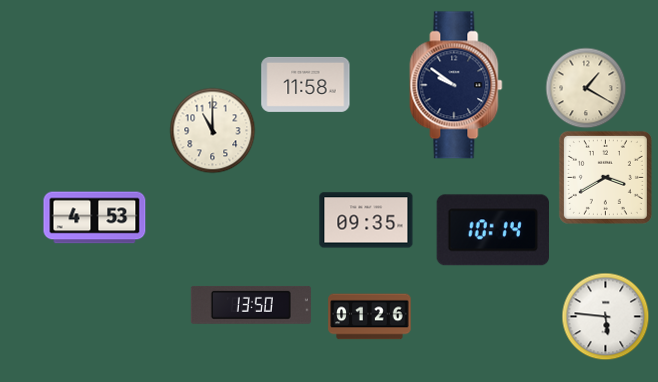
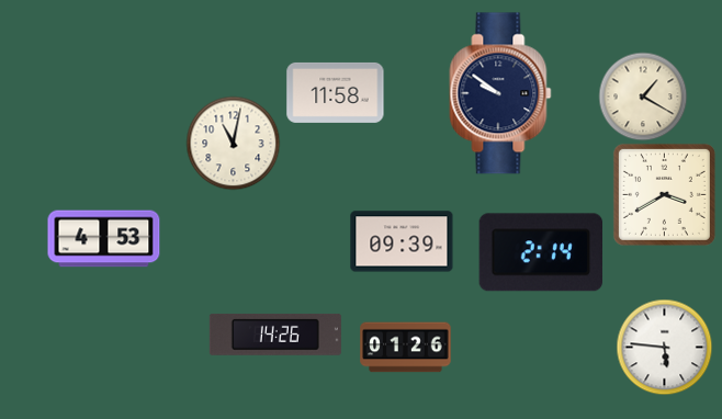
clock at (212, 130): 11:00 -> 11:02
clock at (366, 220): 09:35 -> 09:39
clock at (492, 230): 10:14 -> 2:14
clock at (251, 305): 13:50 -> 14:26
